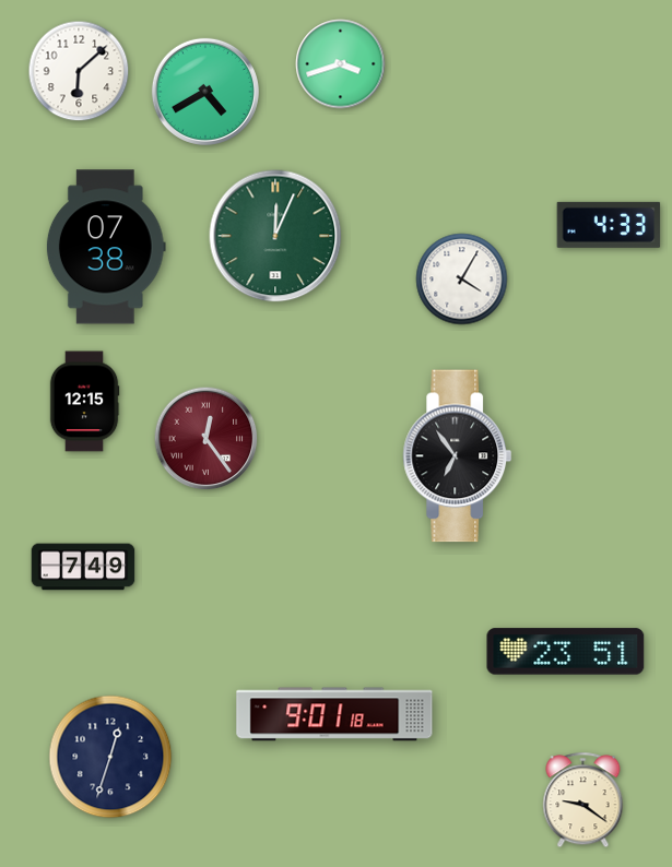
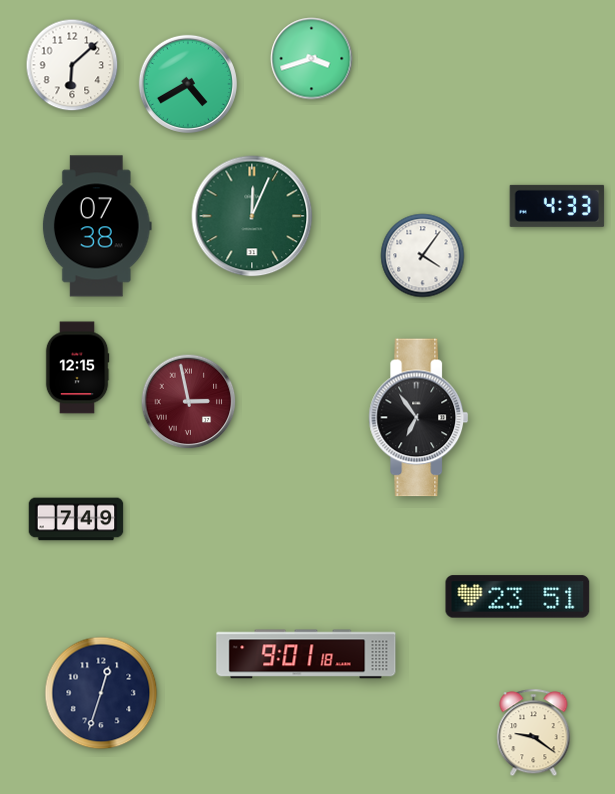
clock at (462, 280): 4:05 -> 4:06
clock at (207, 439): 12:24 -> 2:58
